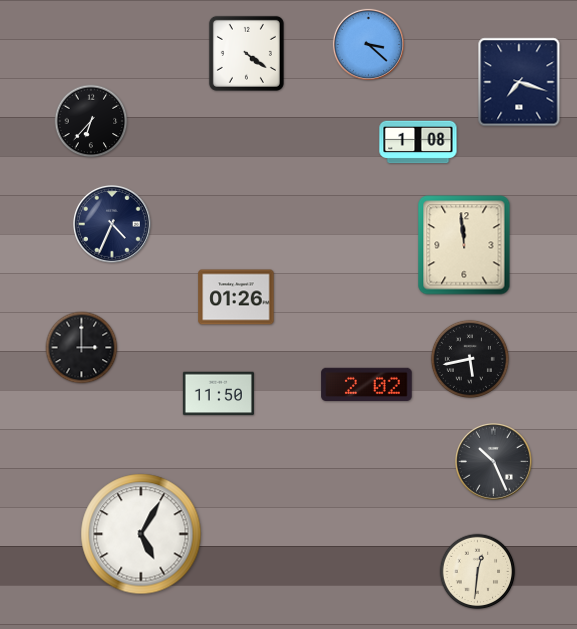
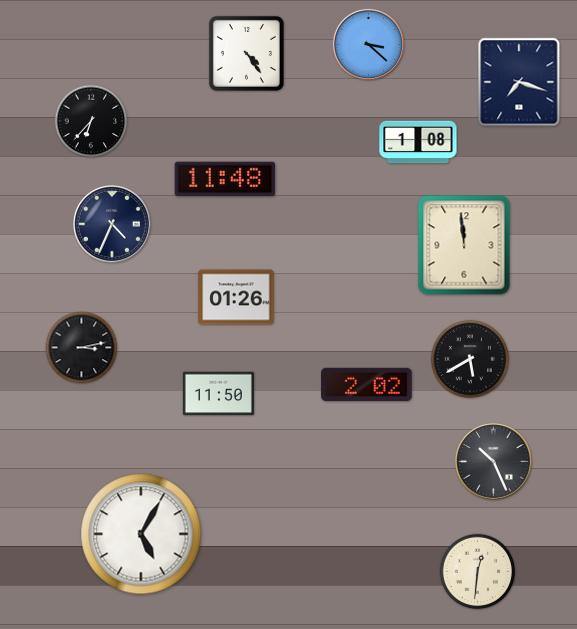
clock at (246, 53): 4:21 -> 4:24
clock at (225, 179): none -> 11:48
clock at (82, 348): 3:00 -> 3:13
clock at (470, 359): 5:43 -> 5:40
